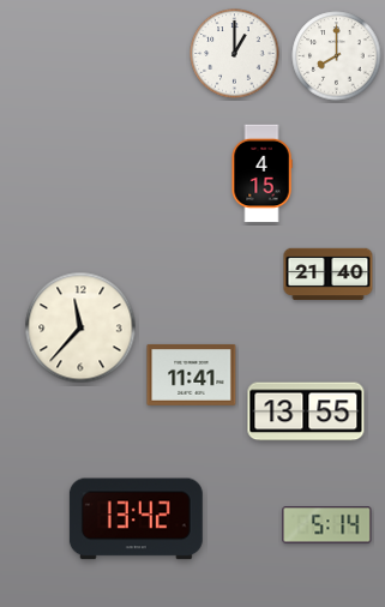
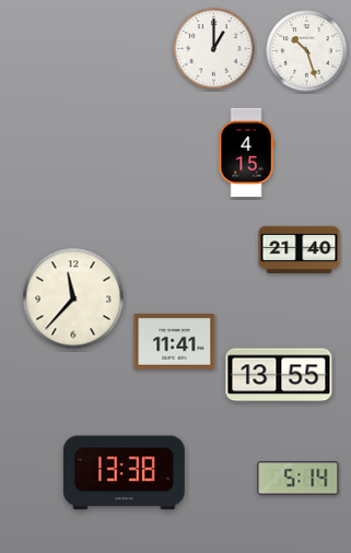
clock at (337, 56): 8:00 -> 10:27
clock at (261, 174) position: (261, 174) -> (246, 153)
clock at (136, 519): 13:42 -> 13:38
